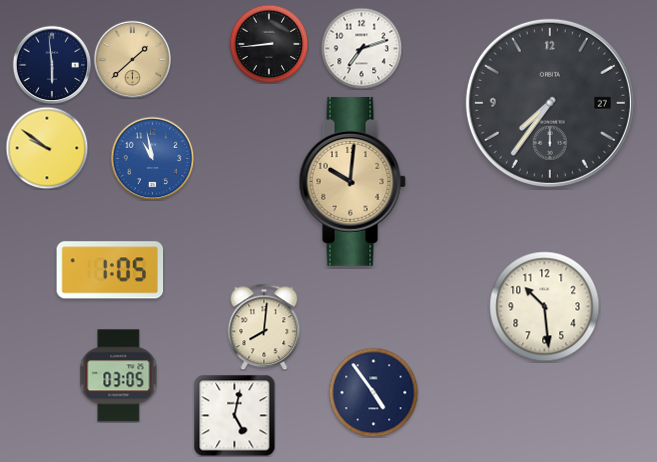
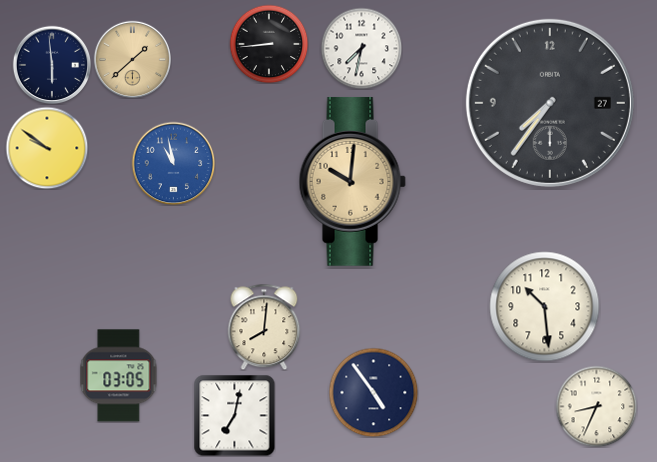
clock at (361, 48): 7:12 -> 7:32
clock at (152, 158) position: (152, 158) -> (173, 163)
clock at (110, 270): 1:05 -> none
clock at (596, 406): none -> 8:34
clock at (234, 415): 5:02 -> 7:02
